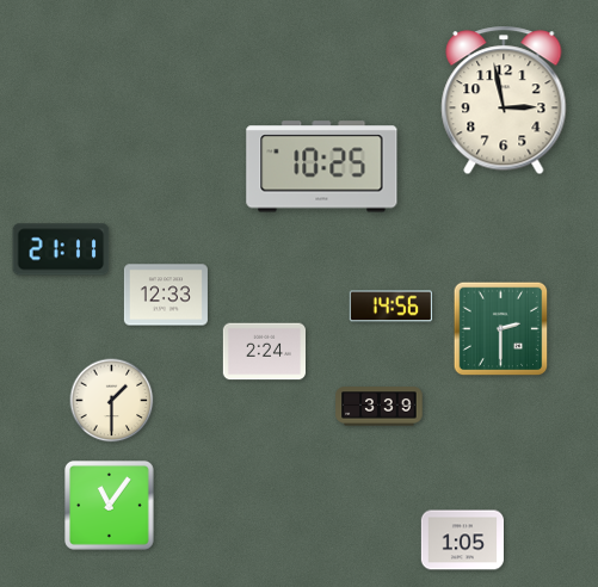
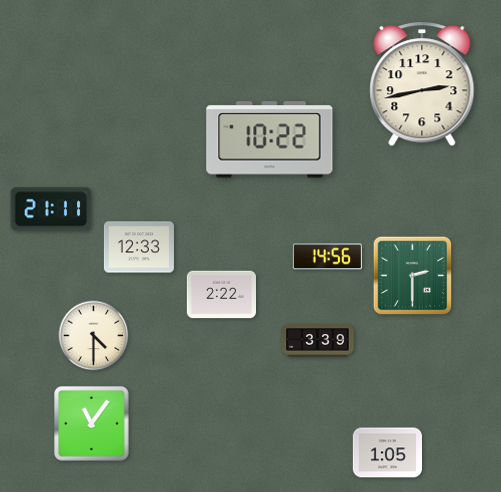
clock at (504, 100): 2:58 -> 2:43
clock at (322, 167): 10:25 -> 10:22
clock at (501, 329) position: (501, 329) -> (413, 276)
clock at (265, 352): 2:24 -> 2:22
clock at (112, 401): 1:30 -> 4:30
